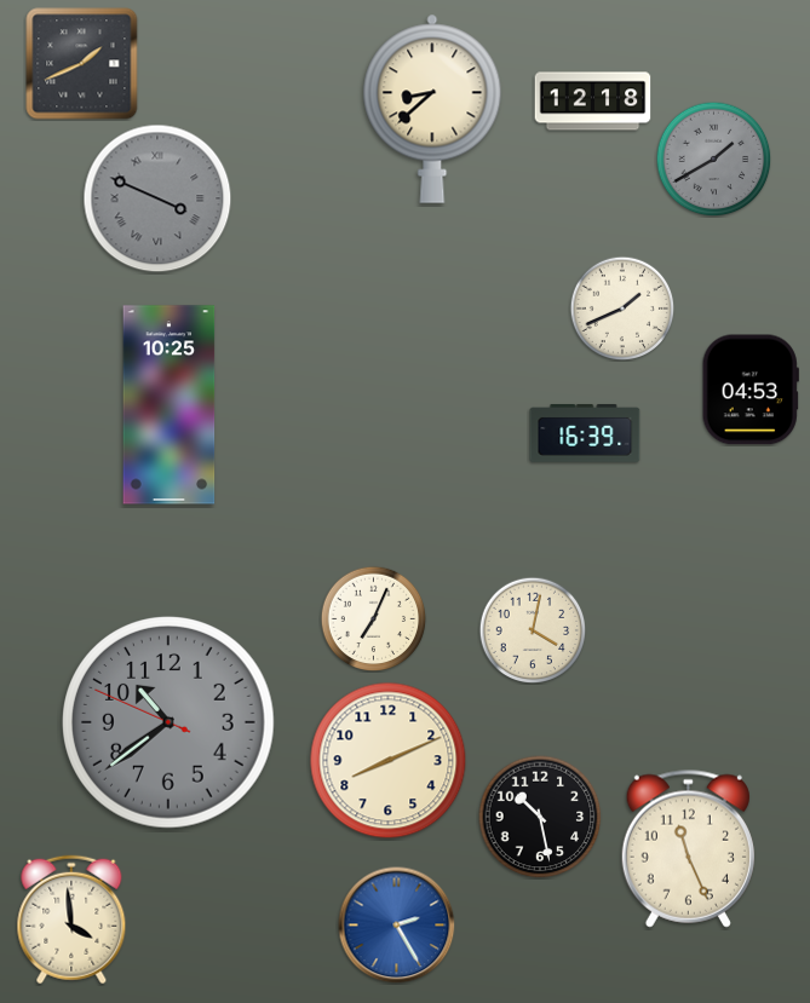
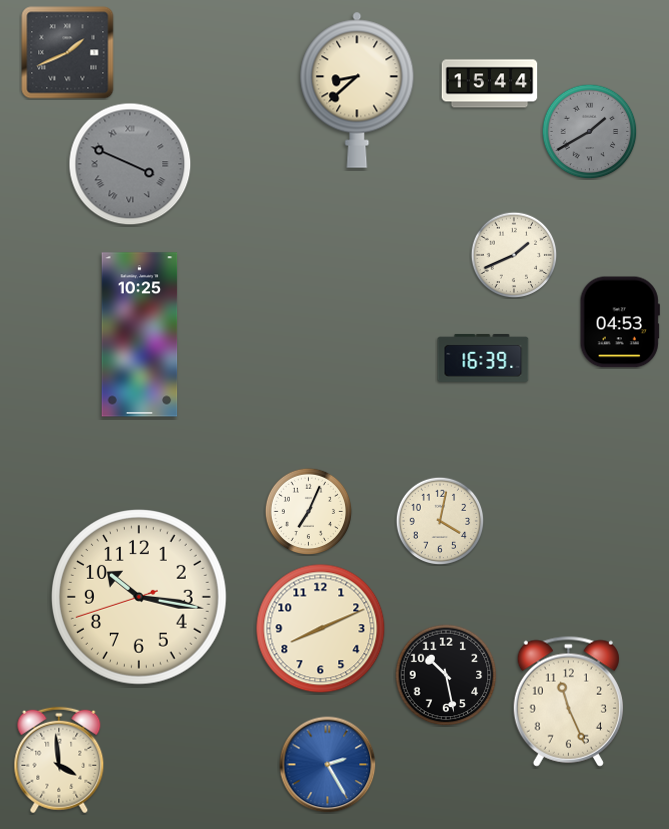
clock at (593, 102): 12:18 -> 15:44
clock at (168, 722): 10:38 -> 10:16
clock at (168, 722) dial: grey -> cream
